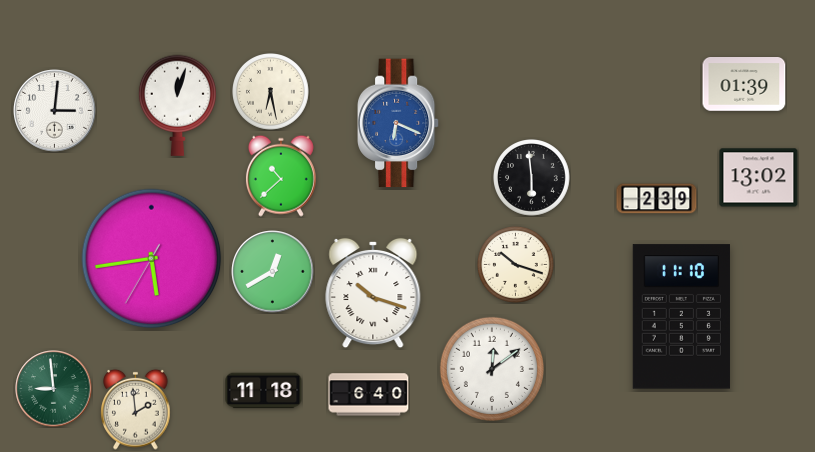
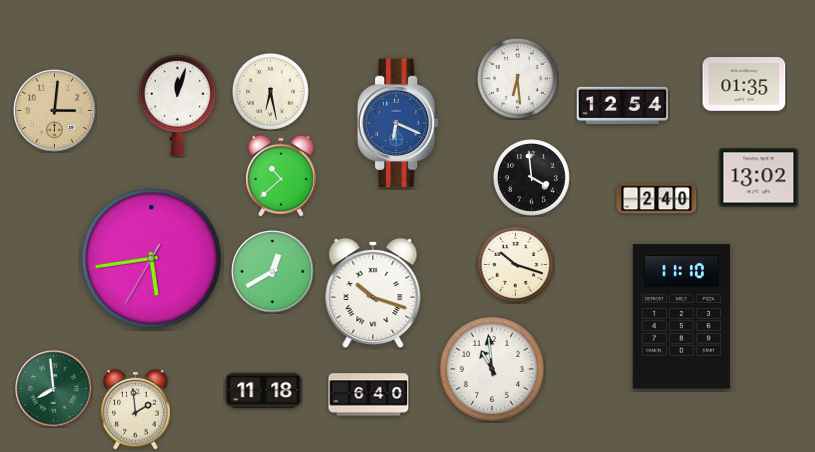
clock at (518, 79): none -> 6:29
clock at (744, 84): 01:39 -> 01:35
clock at (623, 105): none -> 12:54
clock at (55, 111) dial: white -> champagne
clock at (532, 178): 5:59 -> 3:59
clock at (657, 199): 2:39 -> 2:40
clock at (492, 369): 12:09 -> 10:59
clock at (54, 389): 8:59 -> 7:59
